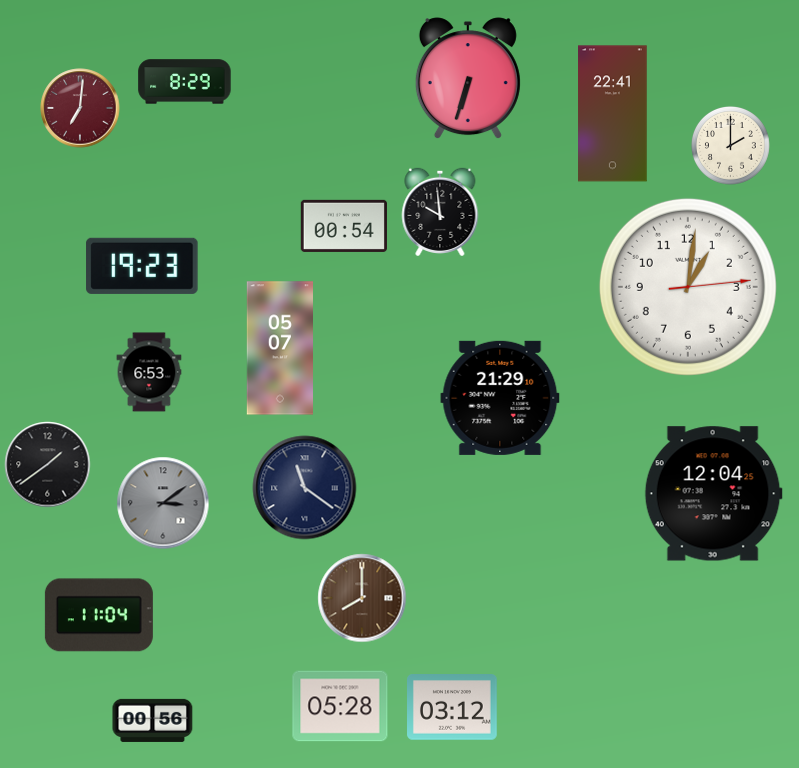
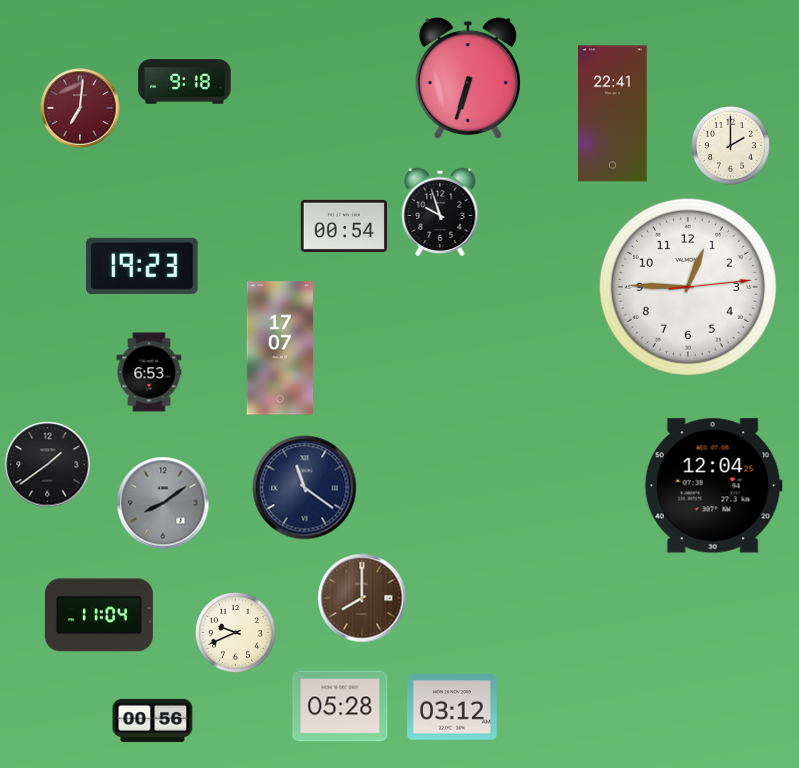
clock at (185, 82): 8:29 -> 9:18
clock at (440, 211): 9:59 -> 9:57
clock at (688, 287): 1:01 -> 12:45
clock at (279, 348): 05:07 -> 17:07
clock at (500, 398): 21:29 -> none
clock at (713, 494) position: (713, 494) -> (713, 486)
clock at (163, 503): 3:09 -> 8:09
clock at (236, 633): none -> 9:41
